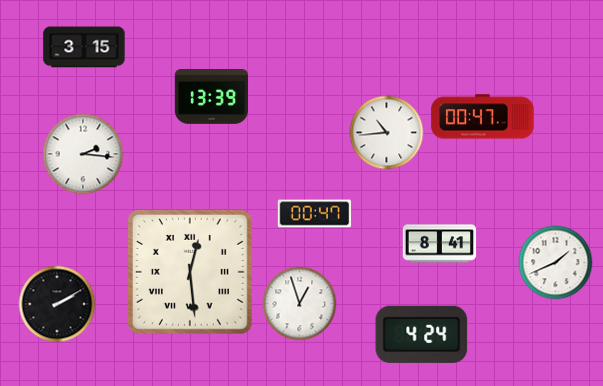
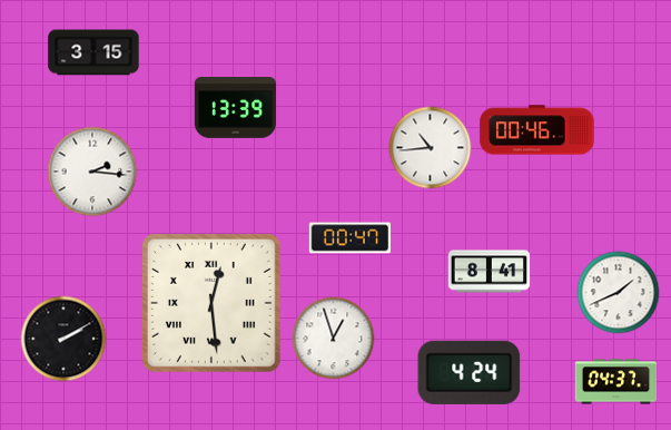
clock at (483, 117): 00:47 -> 00:46
clock at (616, 382): none -> 04:37
